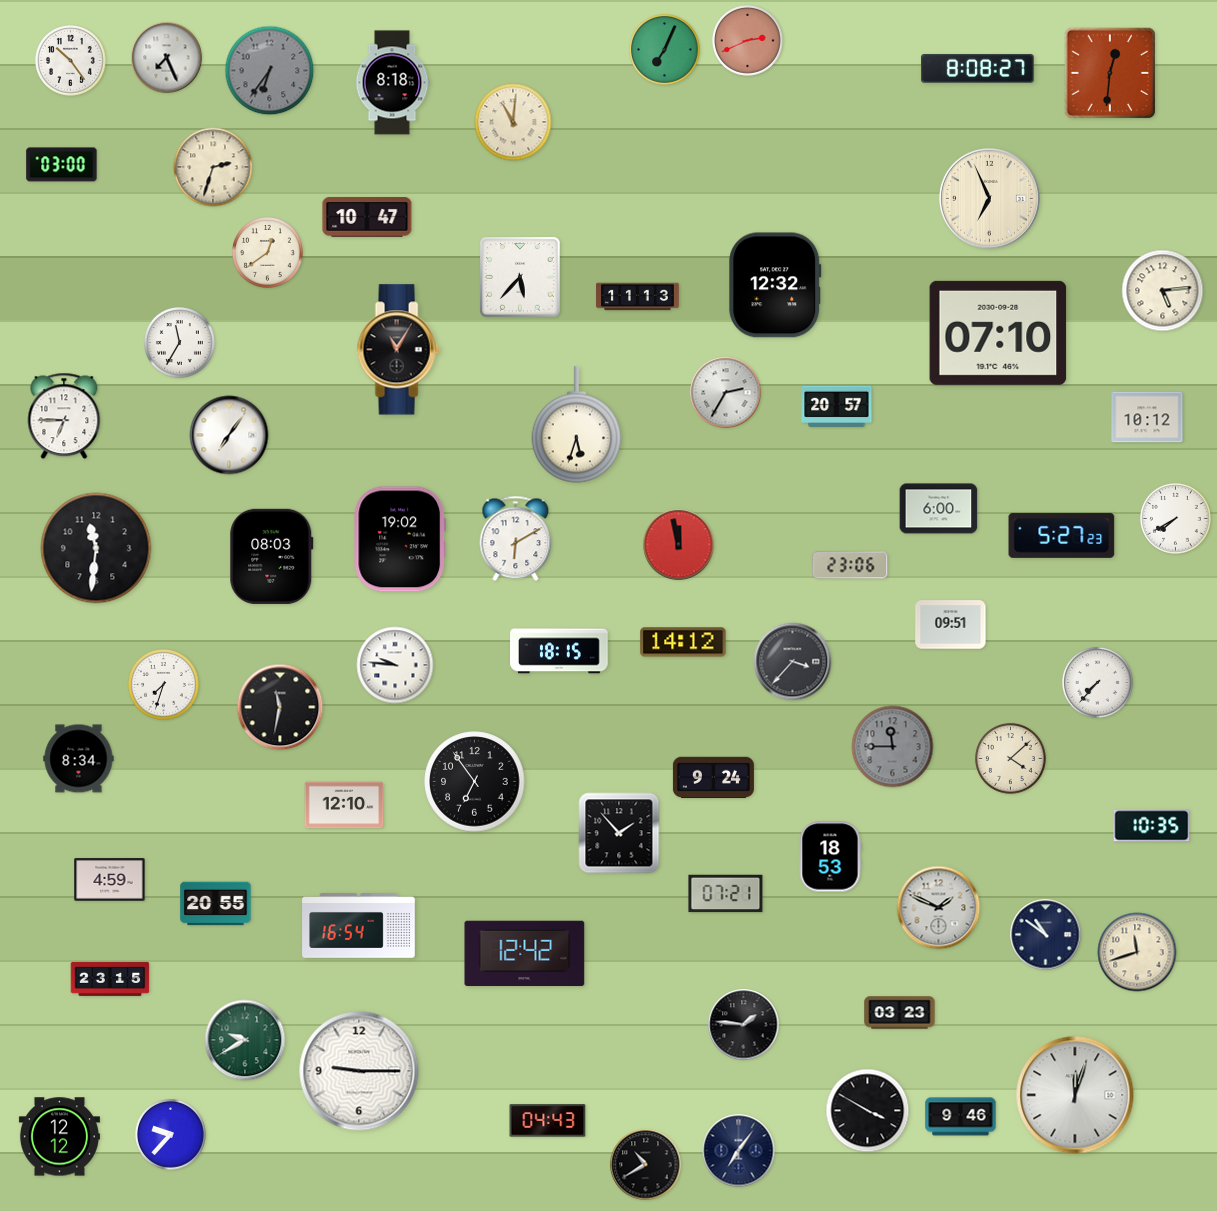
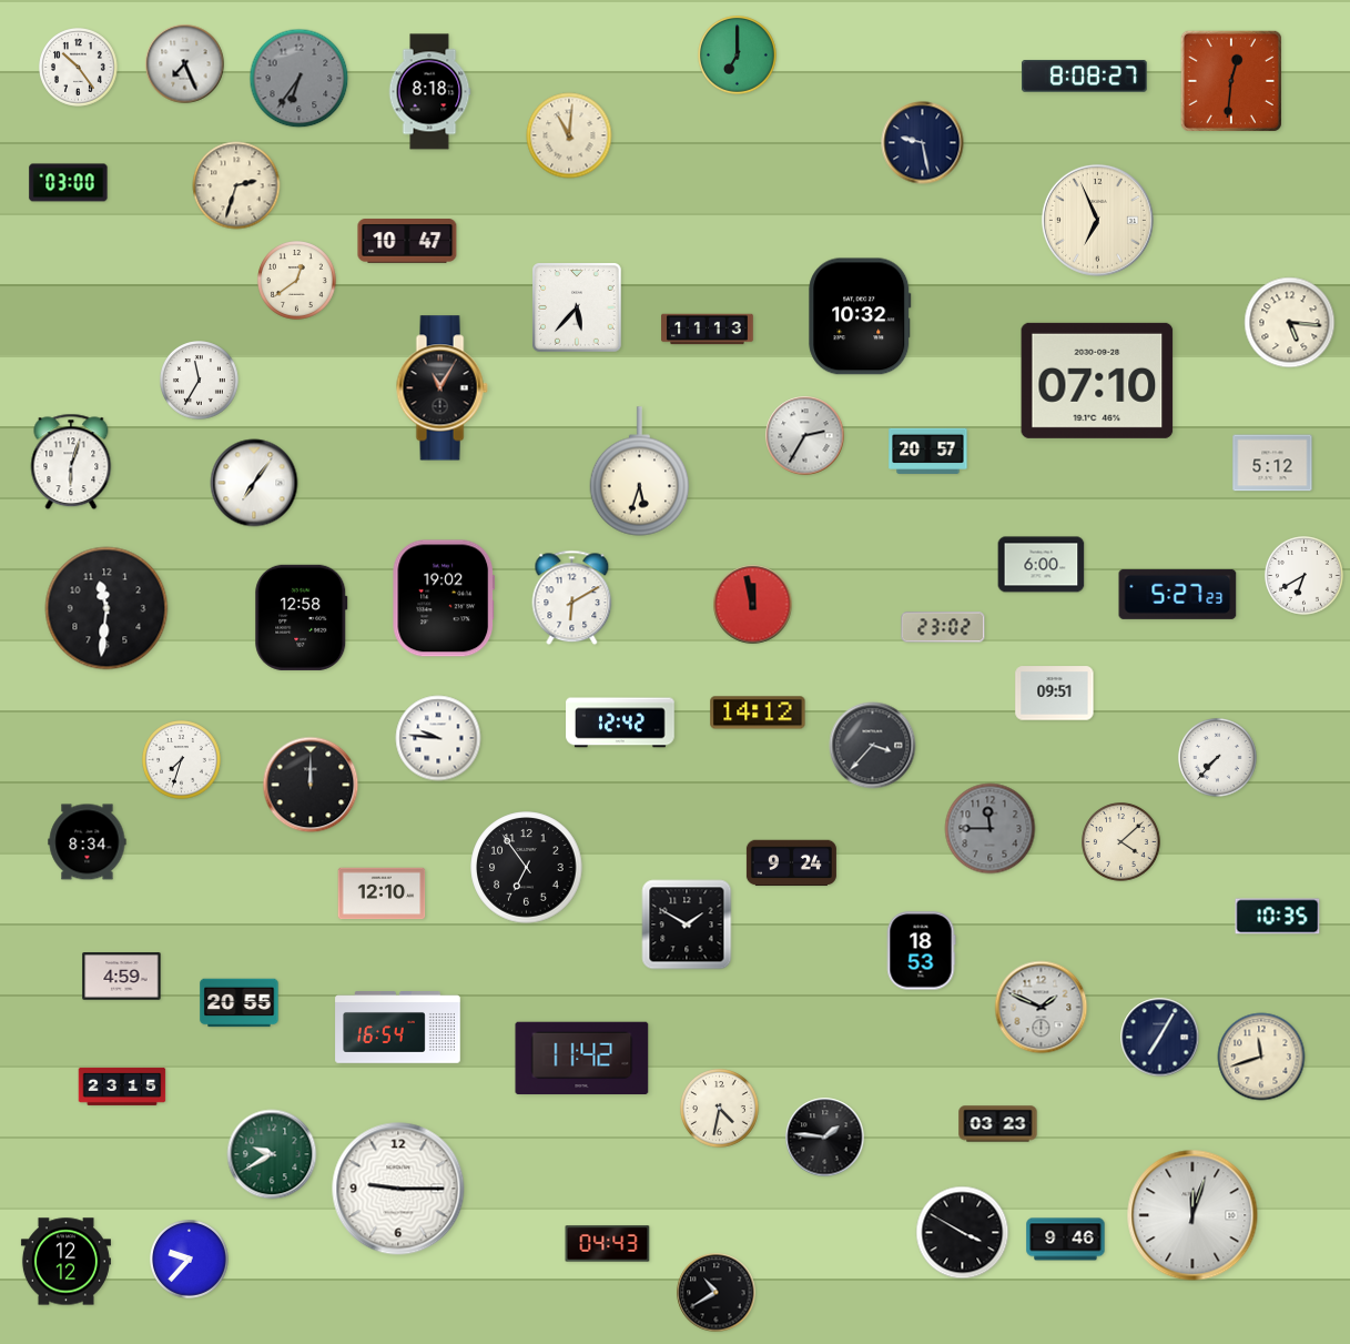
clock at (748, 41): 2:41 -> none
clock at (665, 50): 7:04 -> 7:00
clock at (392, 83) position: (392, 83) -> (429, 92)
clock at (923, 143): none -> 9:28
clock at (775, 285): 12:32 -> 10:32
clock at (1163, 291): 5:14 -> 5:16
clock at (998, 333) position: (998, 333) -> (1097, 381)
clock at (64, 416): 6:45 -> 6:03
clock at (1147, 417): 10:12 -> 5:12
clock at (1176, 519): 7:40 -> 6:40
clock at (272, 556): 08:03 -> 12:58
clock at (850, 565): 23:06 -> 23:02
clock at (559, 651): 18:15 -> 12:42
clock at (793, 662) position: (793, 662) -> (873, 746)
clock at (280, 707): 11:32 -> 12:00
clock at (619, 833): 1:53 -> 1:50
clock at (726, 894): 07:21 -> none
clock at (1046, 935): 10:51 -> 7:05
clock at (525, 954): 12:42 -> 11:42
clock at (720, 1109): none -> 4:32
clock at (739, 1151): 7:06 -> none
